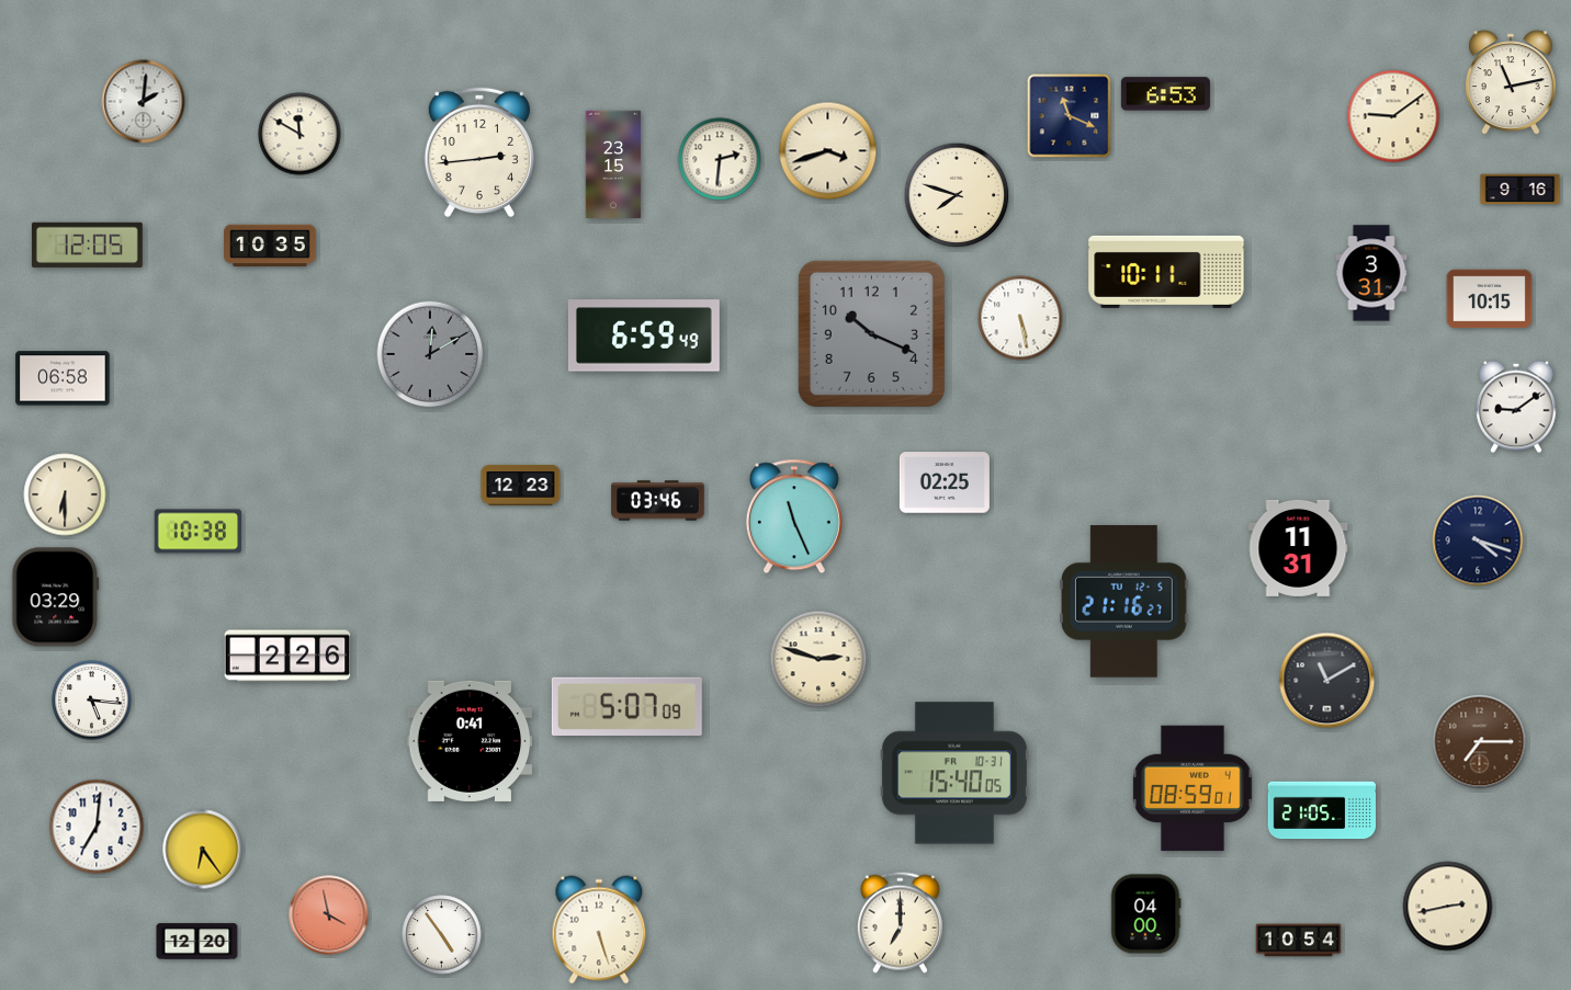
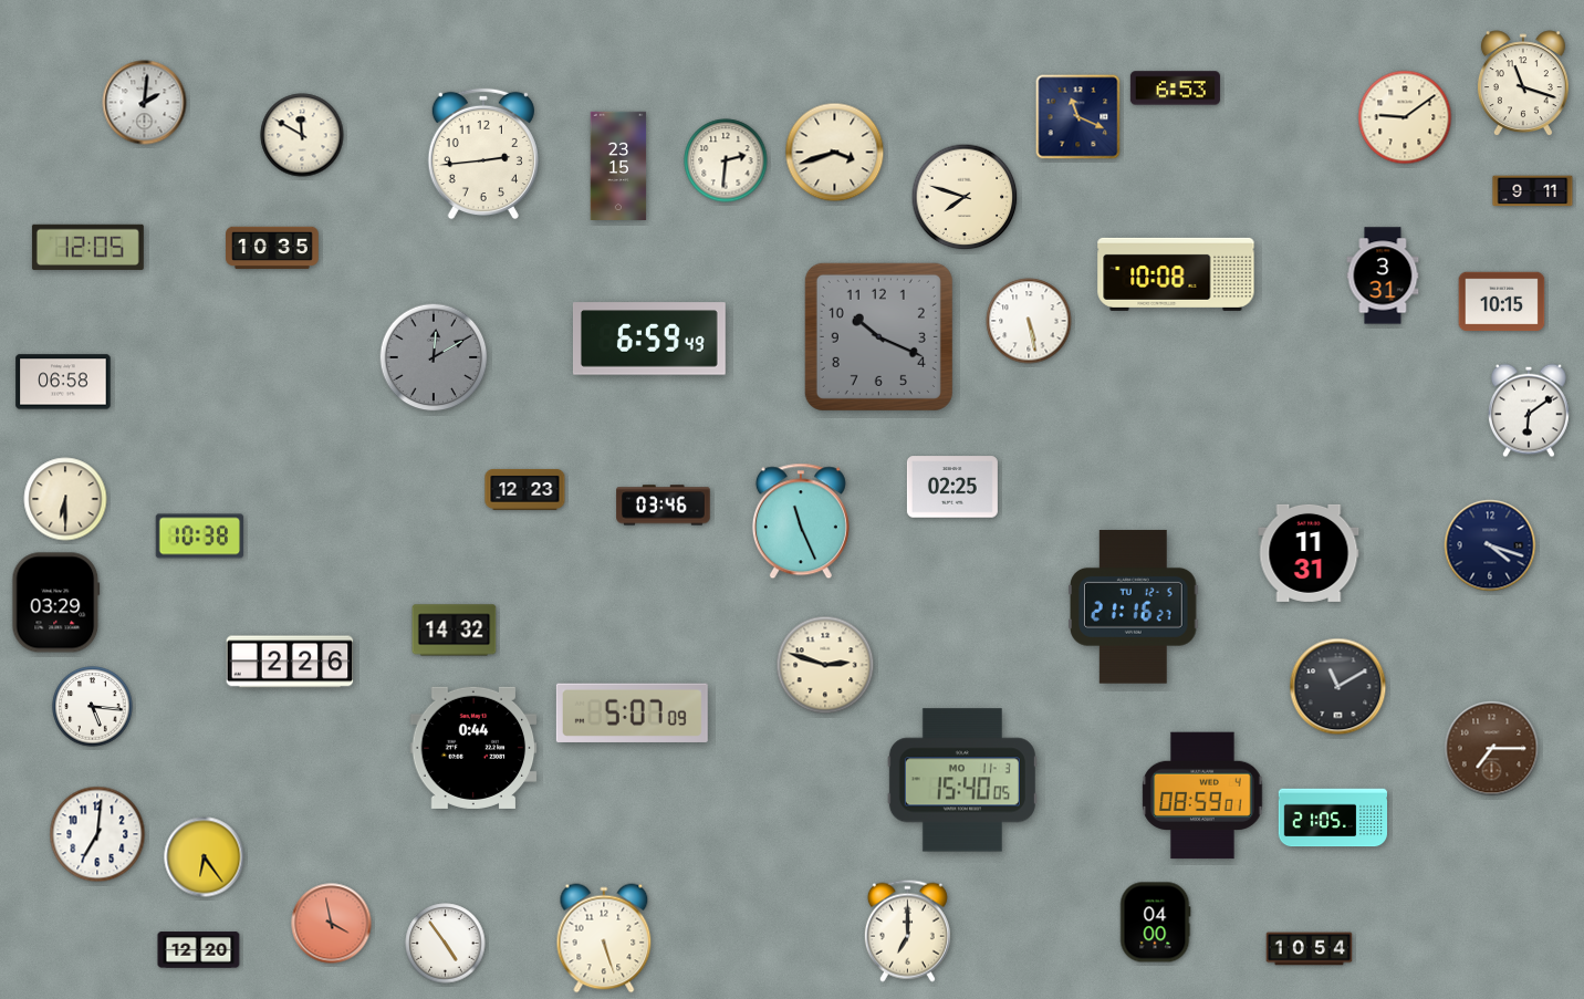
clock at (1511, 83): 11:13 -> 11:18
clock at (1165, 94) position: (1165, 94) -> (1175, 89)
clock at (1521, 190): 9:16 -> 9:11
clock at (1166, 272): 10:11 -> 10:08
clock at (1517, 407): 9:09 -> 6:09
clock at (455, 631): none -> 14:32
clock at (470, 741): 0:41 -> 0:44
clock at (954, 773) date: FR 10-31 -> MO 11-3
clock at (1448, 907): 2:43 -> none
